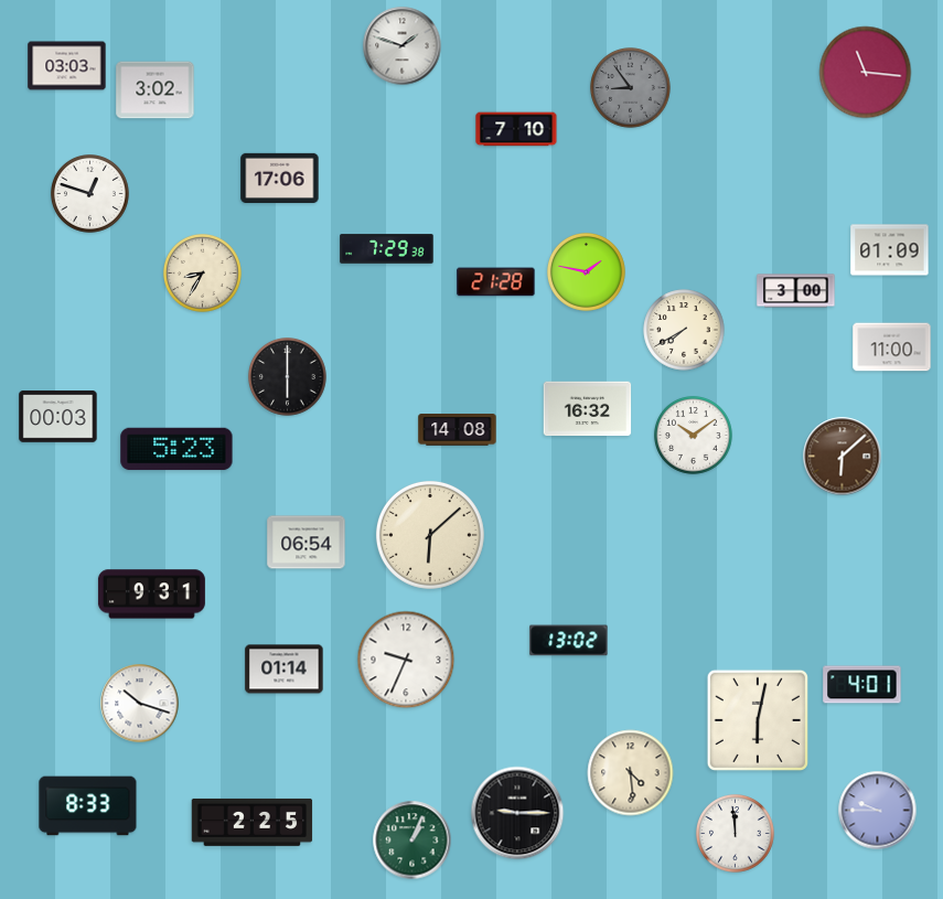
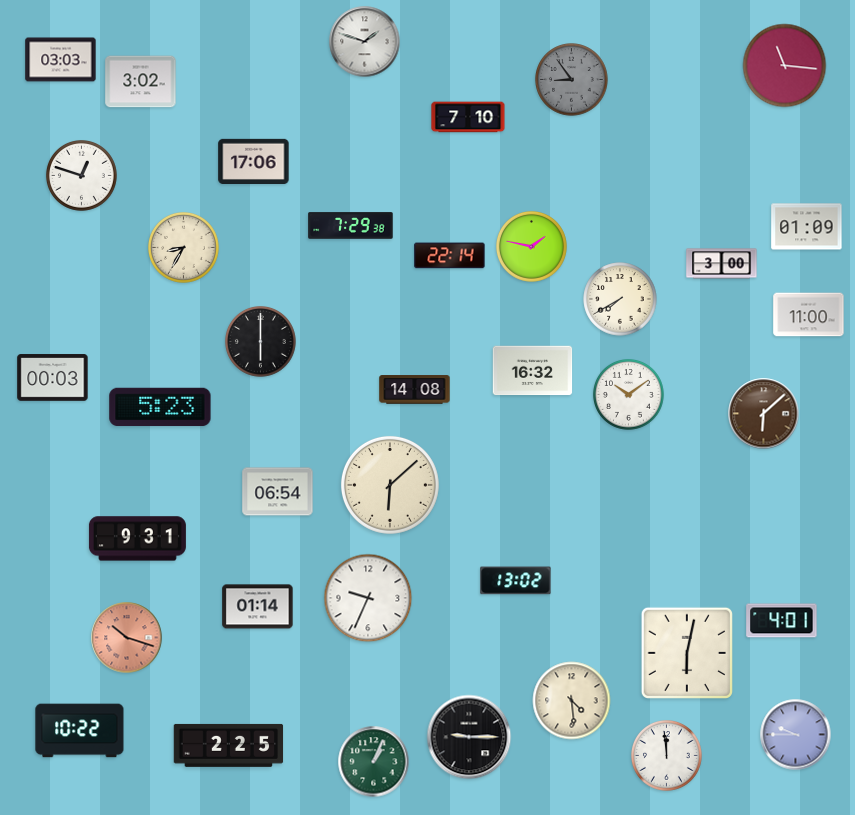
clock at (496, 282): 21:28 -> 22:14
clock at (140, 704) dial: white -> salmon
clock at (88, 806): 8:33 -> 10:22
